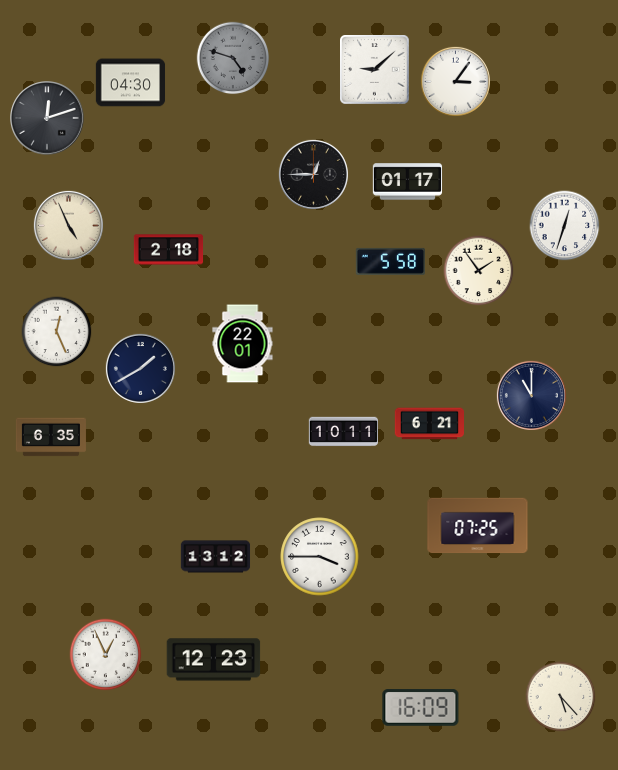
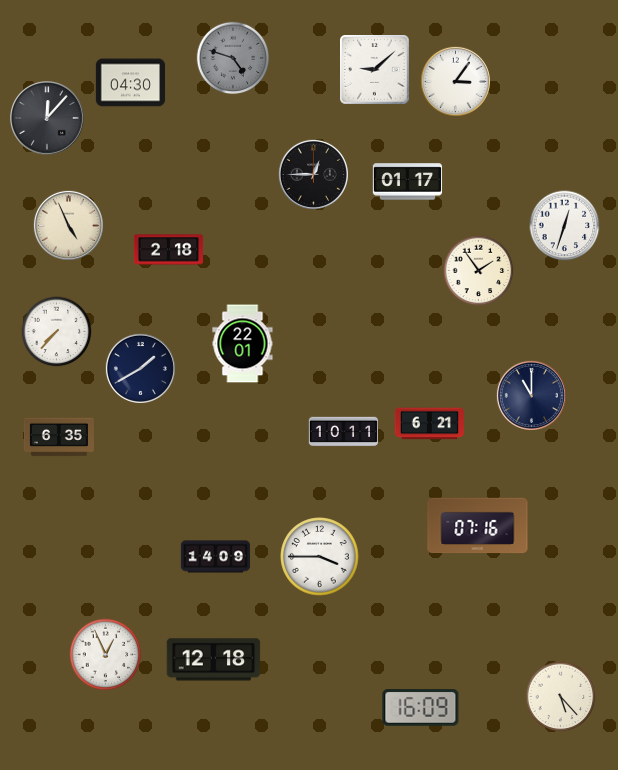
clock at (47, 118): 12:12 -> 12:07
clock at (390, 261): 5:58 -> none
clock at (57, 332): 12:26 -> 7:37
clock at (51, 437) position: (51, 437) -> (59, 437)
clock at (478, 526): 07:25 -> 07:16
clock at (216, 557): 13:12 -> 14:09
clock at (214, 660): 12:23 -> 12:18
